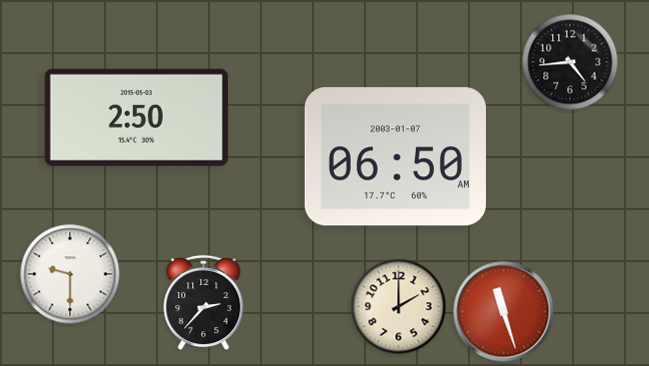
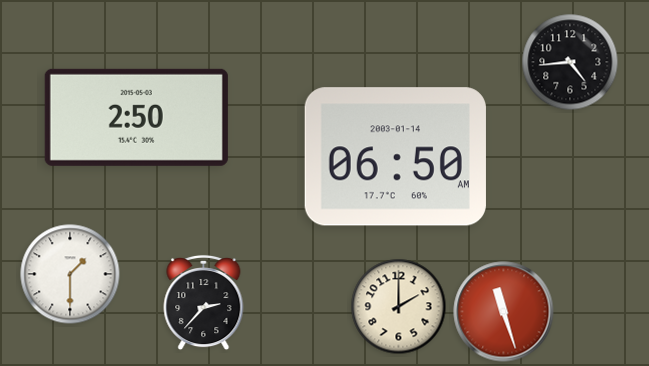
clock at (395, 157) date: 2003-01-07 -> 2003-01-14
clock at (70, 274): 9:30 -> 1:30
